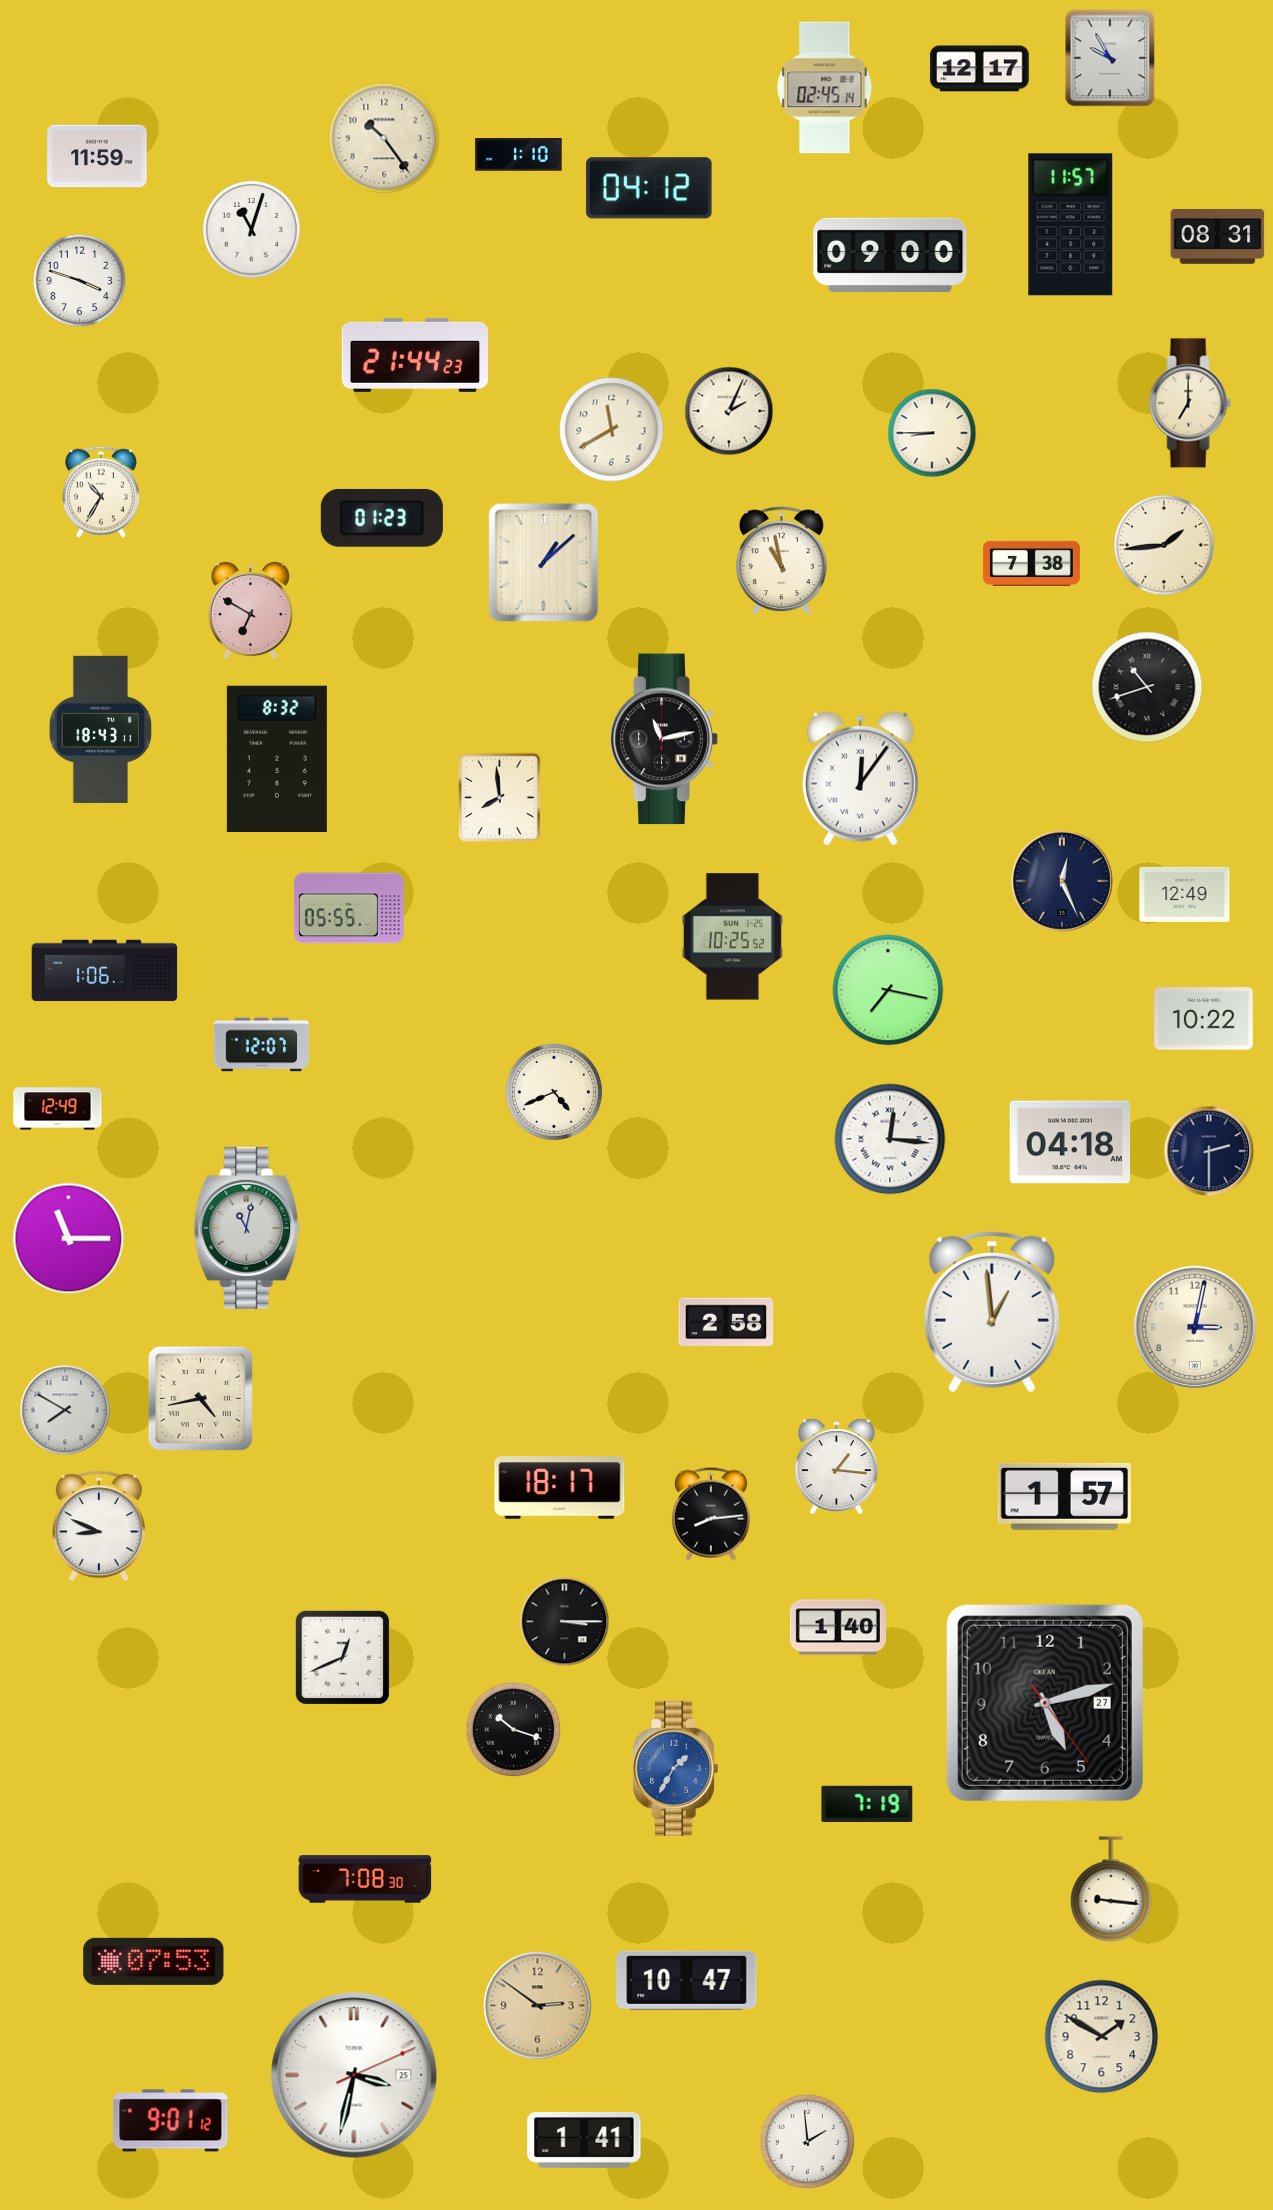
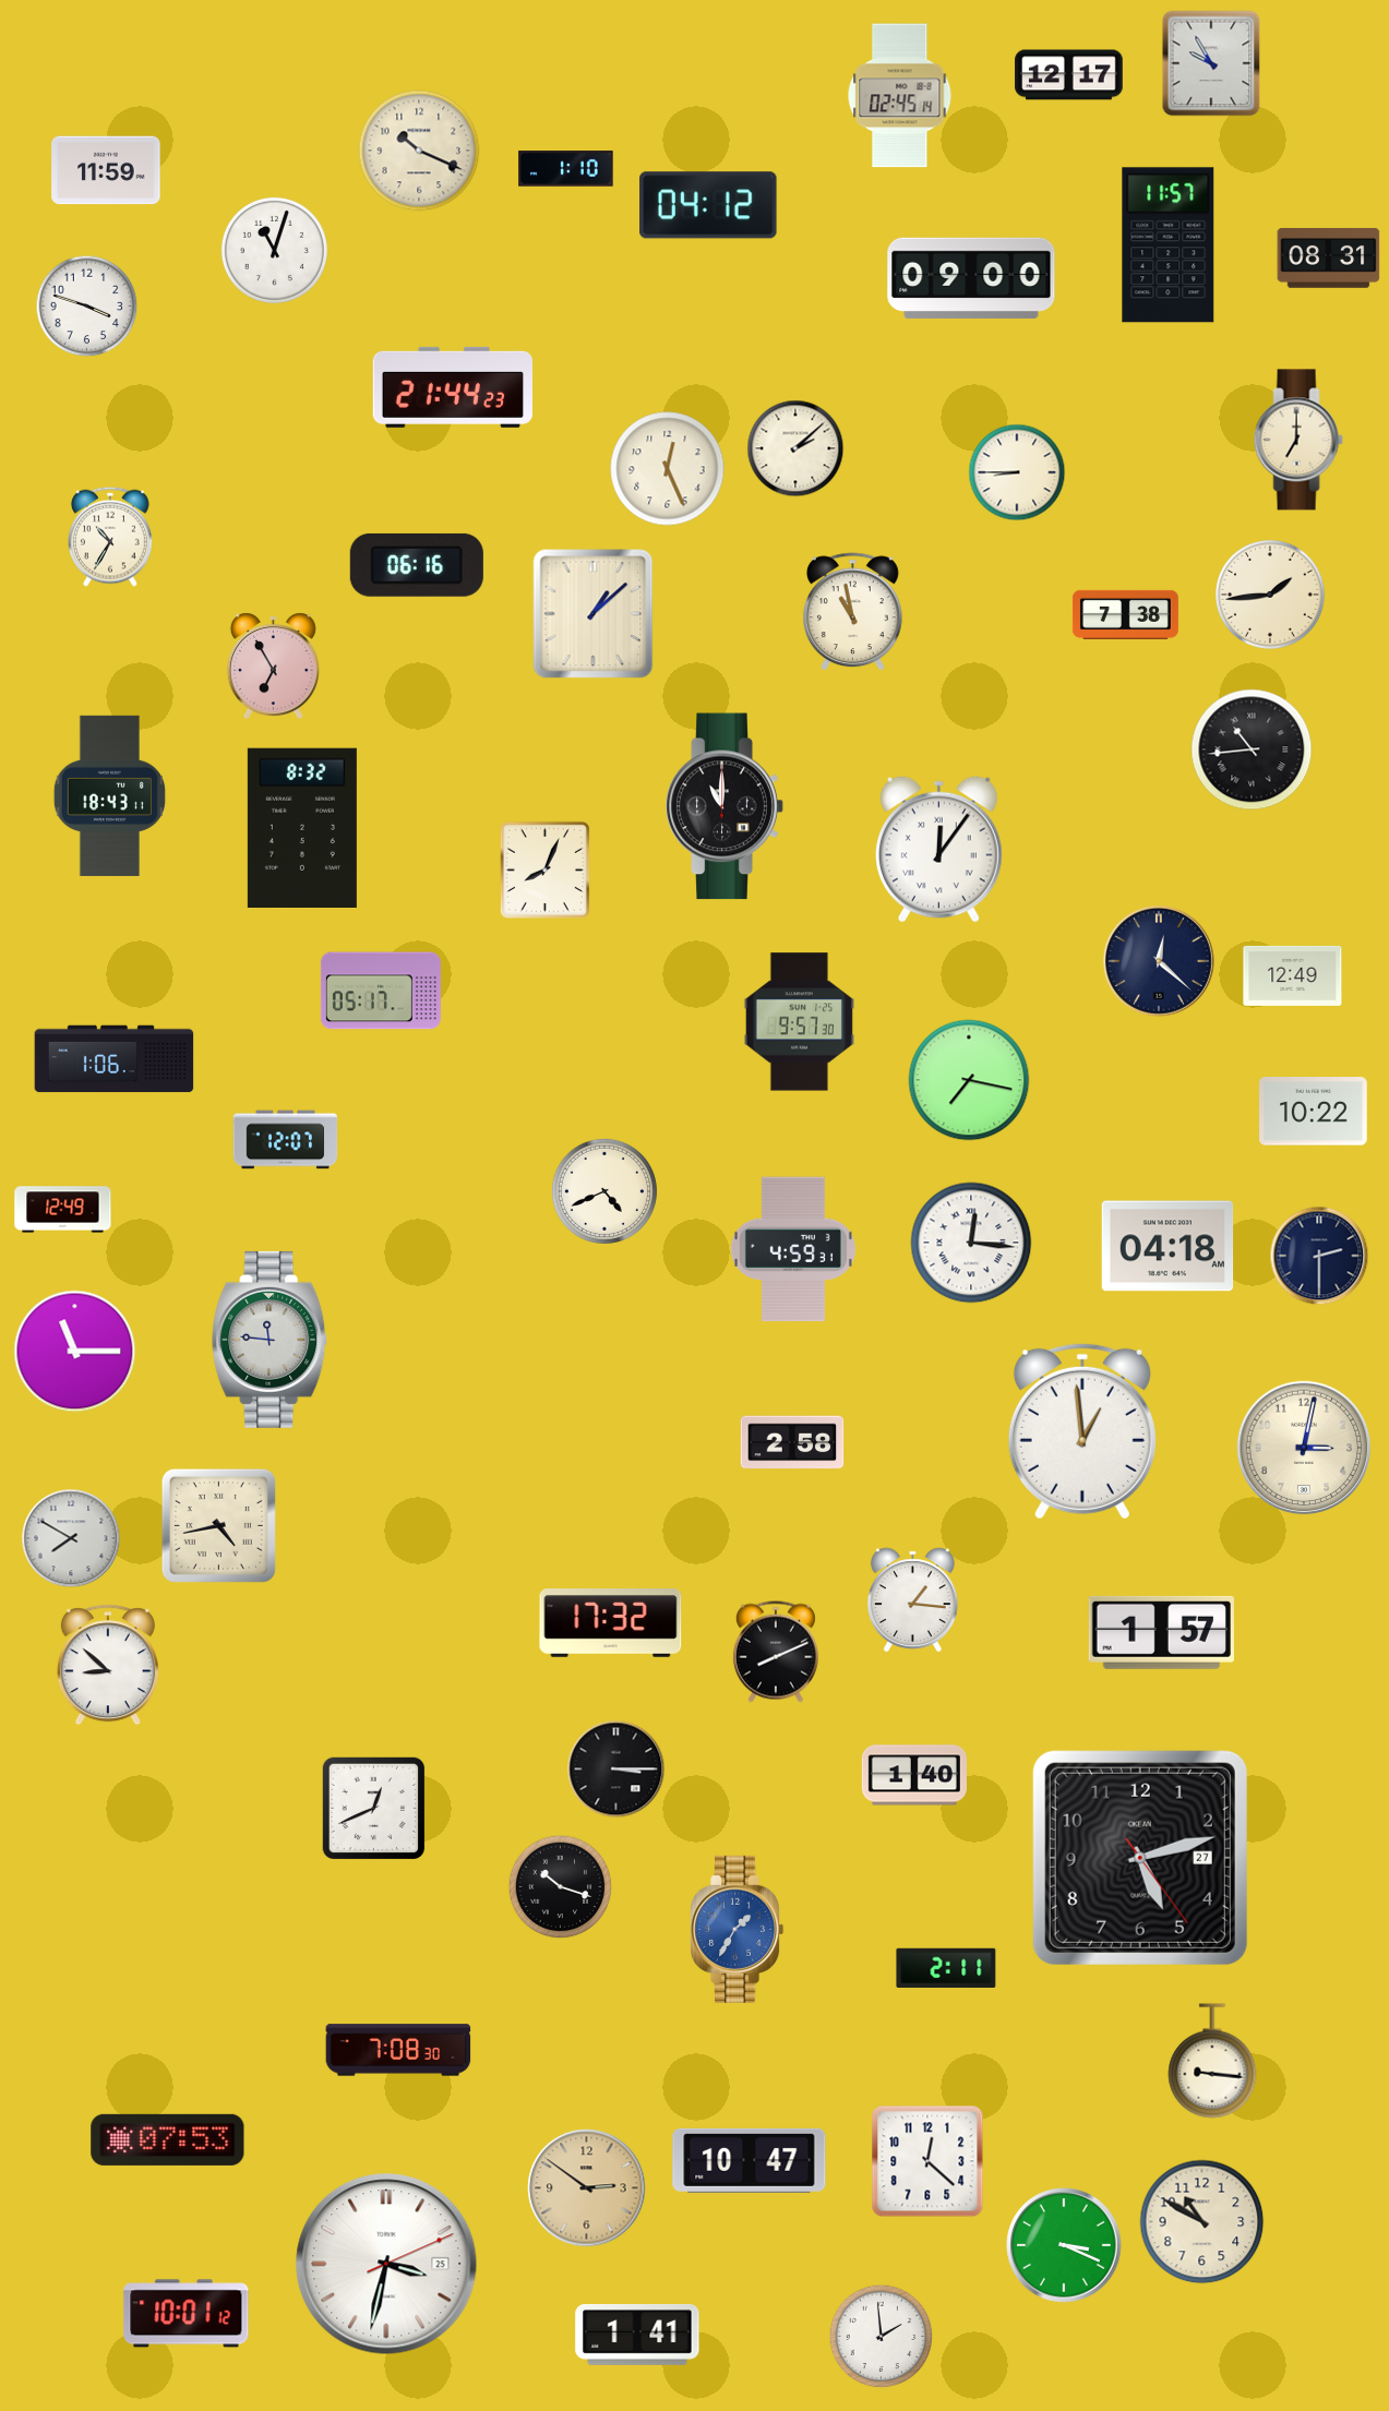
clock at (384, 138): 10:24 -> 10:19
clock at (729, 411): 2:04 -> 2:08
clock at (612, 430): 11:40 -> 12:26
clock at (382, 518): 01:23 -> 06:16
clock at (250, 610): 6:50 -> 6:55
clock at (1147, 687): 10:42 -> 10:44
clock at (664, 739): 11:13 -> 11:00
clock at (499, 797): 7:59 -> 8:04
clock at (1062, 881): 12:26 -> 12:22
clock at (349, 908): 05:55 -> 05:17
clock at (732, 937): 10:25 -> 9:57
clock at (793, 1249): none -> 4:59
clock at (248, 1228): 11:02 -> 11:46
clock at (560, 1488): 18:17 -> 17:32
clock at (711, 1514): 8:14 -> 8:11
clock at (99, 1526): 8:49 -> 8:52
clock at (867, 1804): 7:19 -> 2:11
clock at (927, 2161): none -> 12:22
clock at (1102, 2037): 1:50 -> 10:50
clock at (1064, 2245): none -> 3:19
clock at (171, 2121): 9:01 -> 10:01
